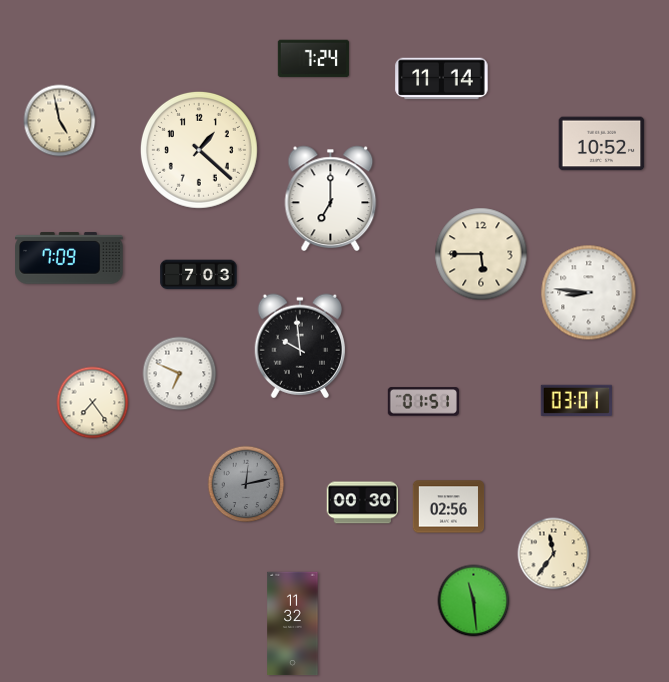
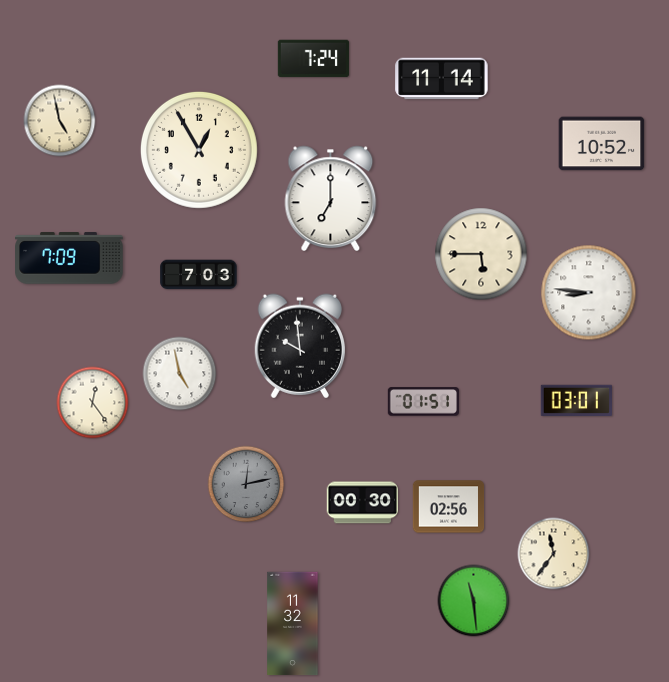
clock at (199, 150): 1:22 -> 12:55
clock at (180, 374): 6:49 -> 4:58
clock at (93, 403): 7:24 -> 12:24
